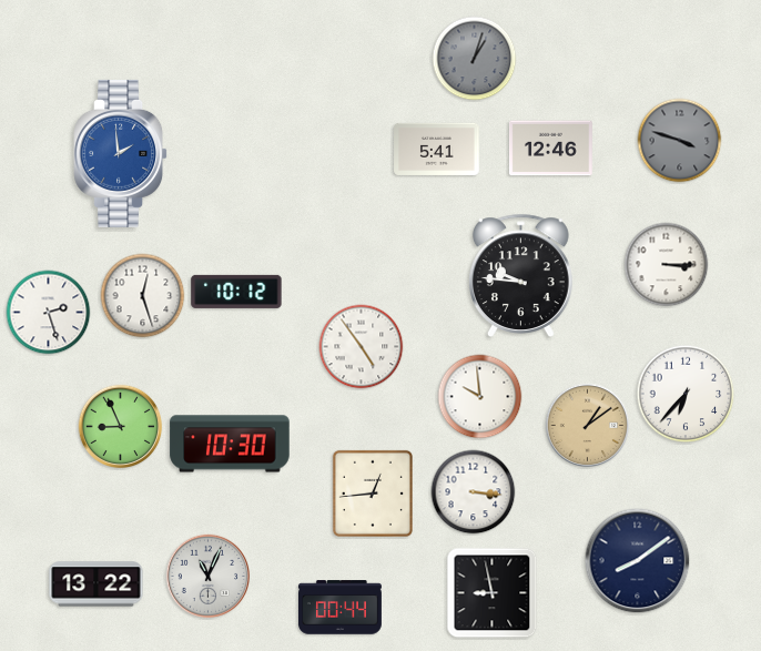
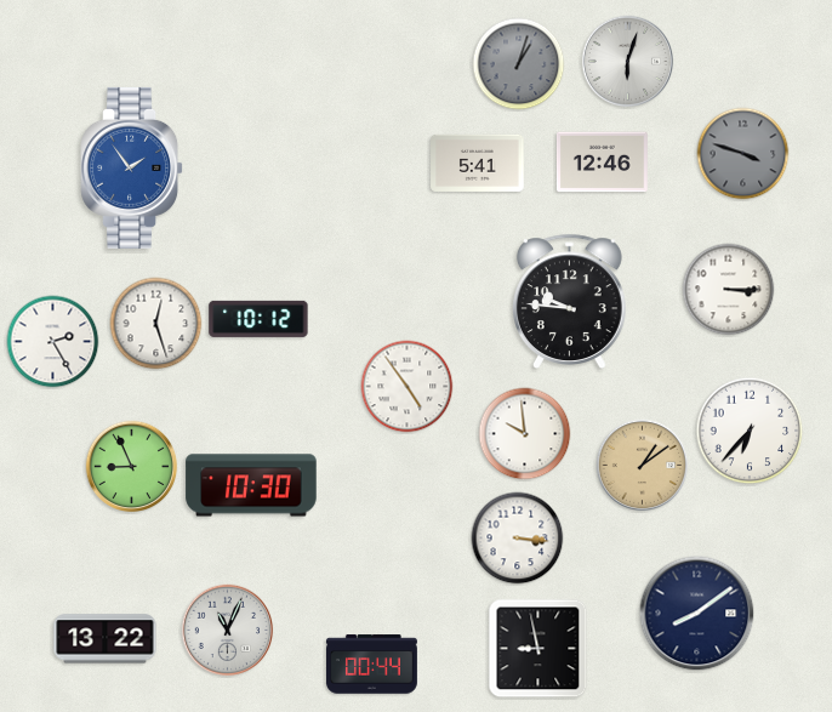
clock at (628, 62): none -> 6:03
clock at (121, 153): 1:59 -> 1:54
clock at (49, 313): 2:27 -> 2:25
clock at (362, 347) position: (362, 347) -> (408, 387)
clock at (373, 494): 12:44 -> none
